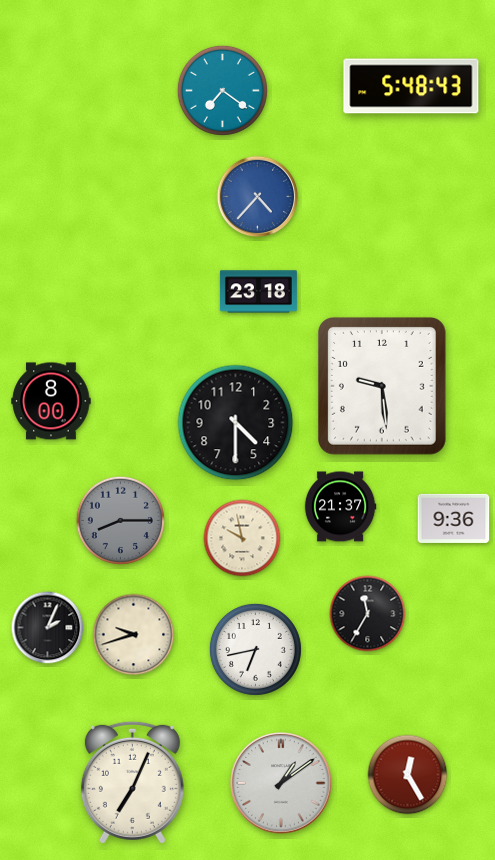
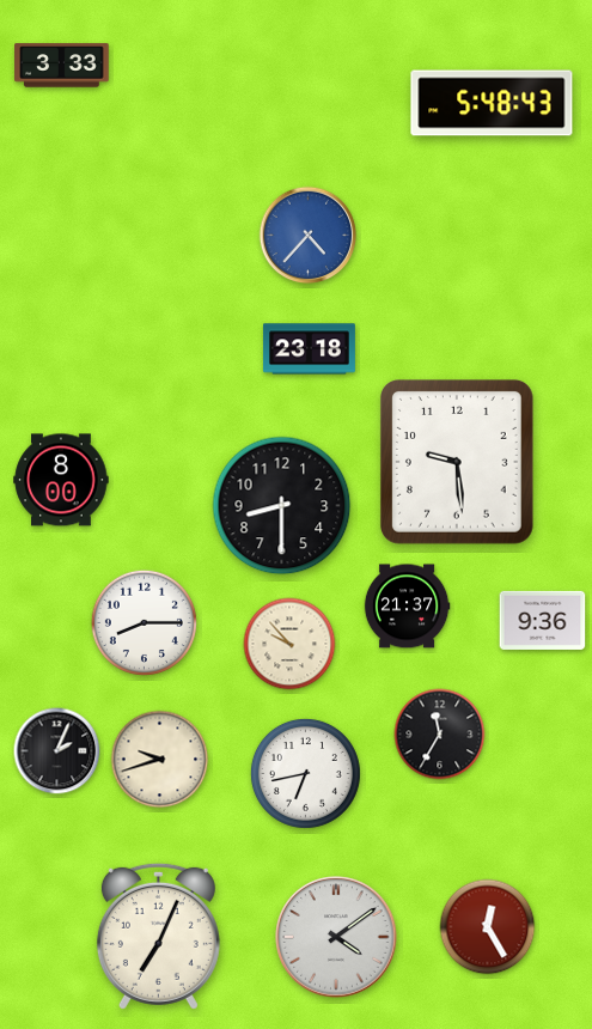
clock at (62, 66): none -> 3:33
clock at (222, 90): 7:21 -> none
clock at (236, 423): 4:30 -> 8:30
clock at (120, 520) dial: grey -> white
clock at (242, 538): 9:58 -> 9:53
clock at (255, 649) position: (255, 649) -> (305, 773)
clock at (281, 783): 1:09 -> 4:09
